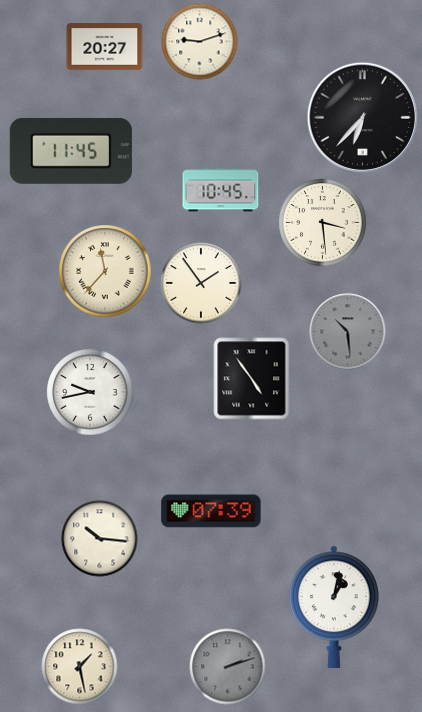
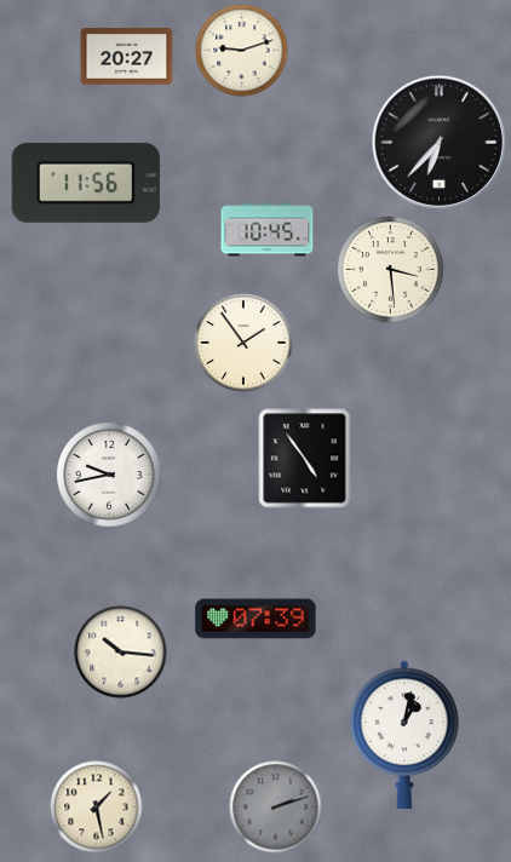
clock at (71, 151): 11:45 -> 11:56
clock at (105, 271): 11:37 -> none
clock at (348, 332): 10:29 -> none
